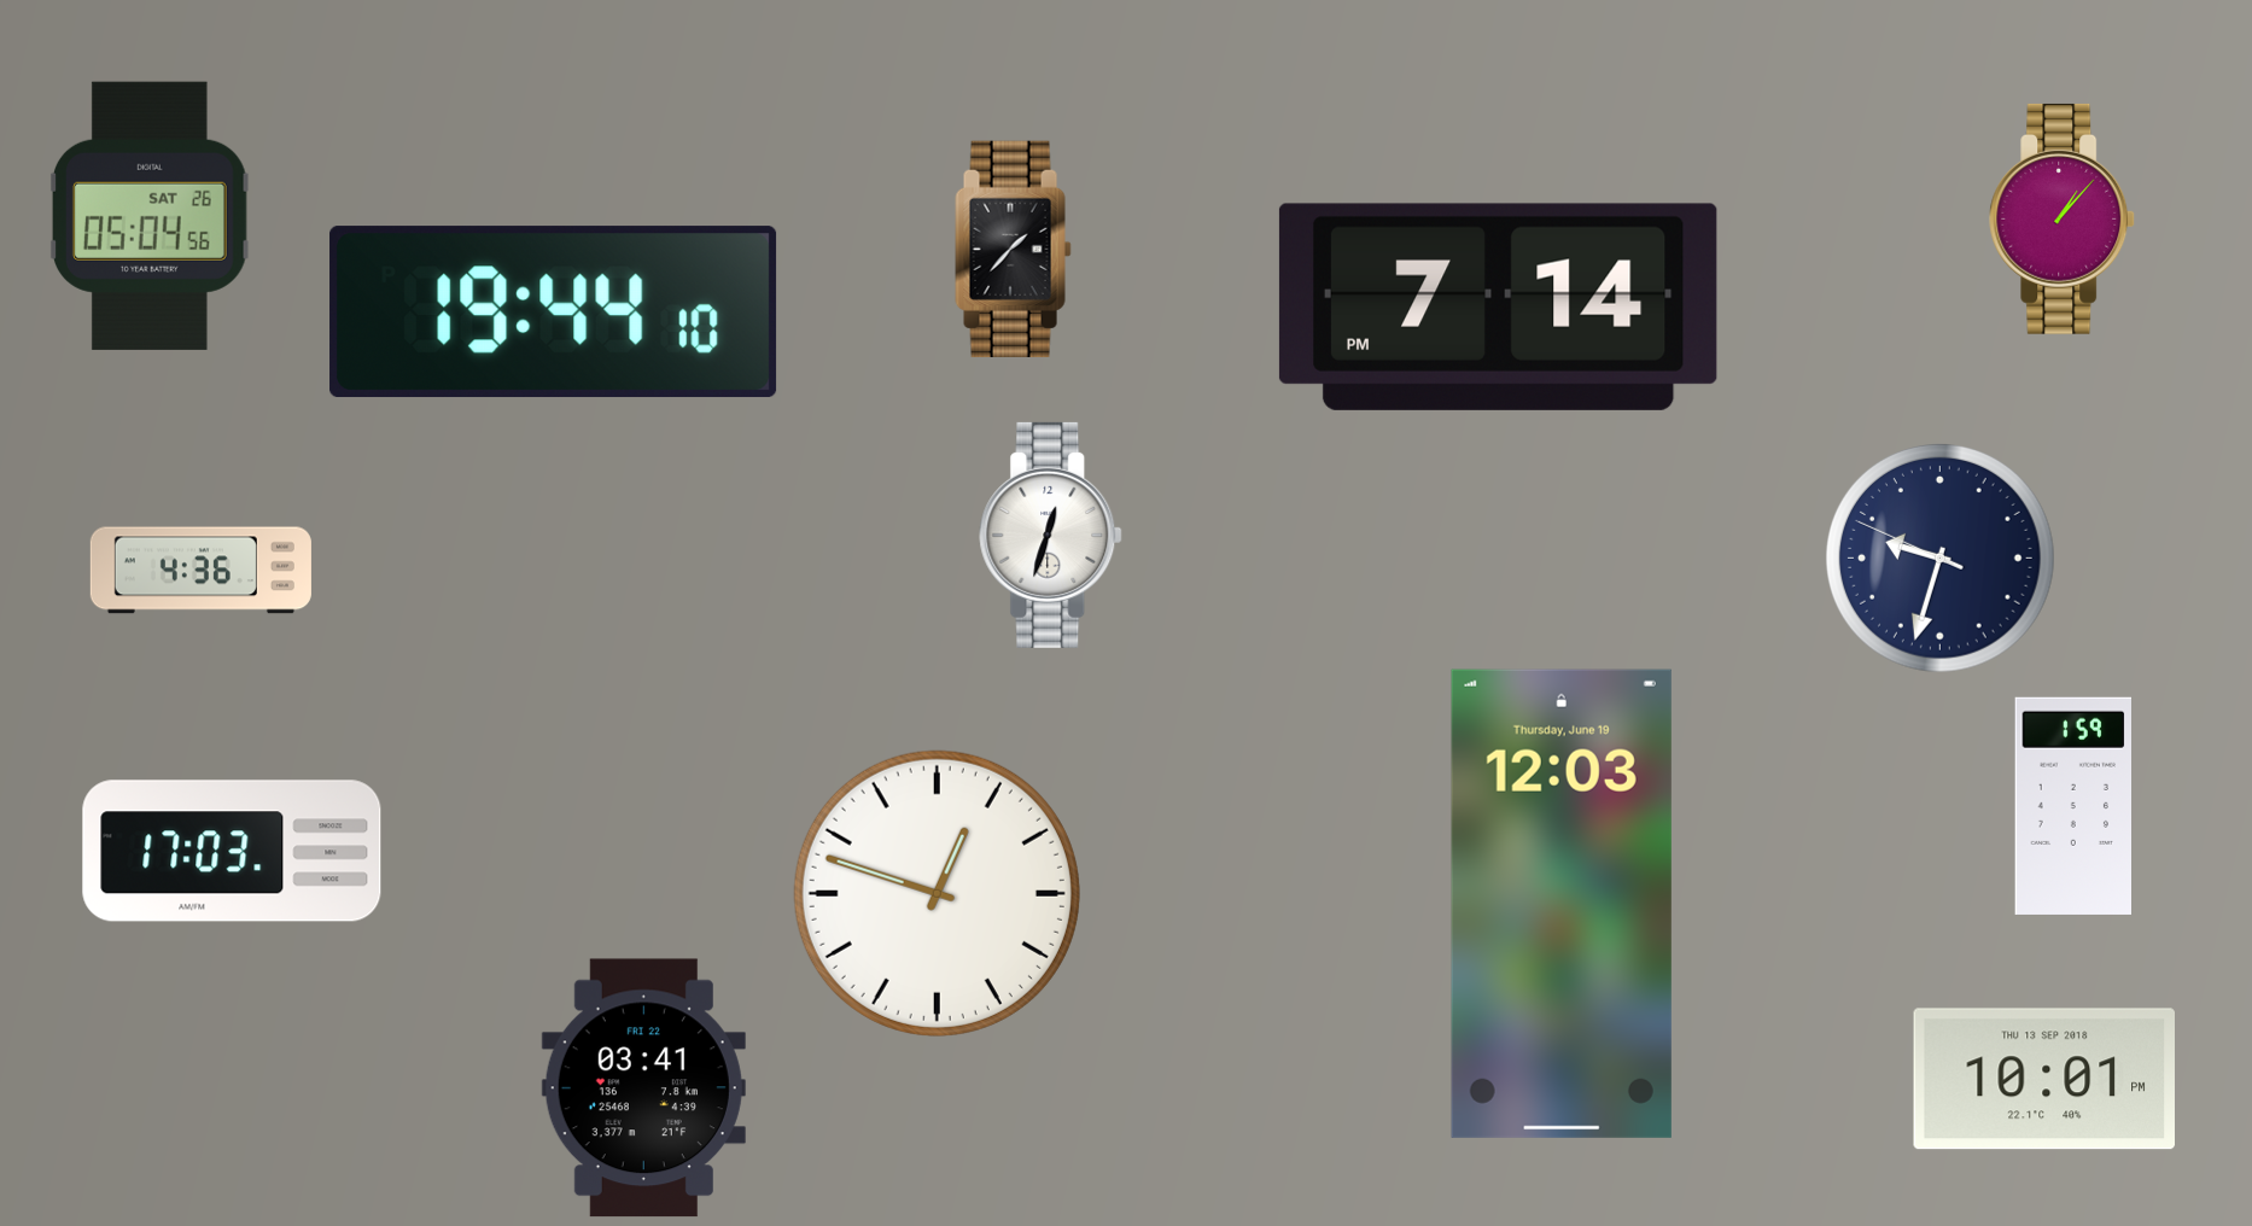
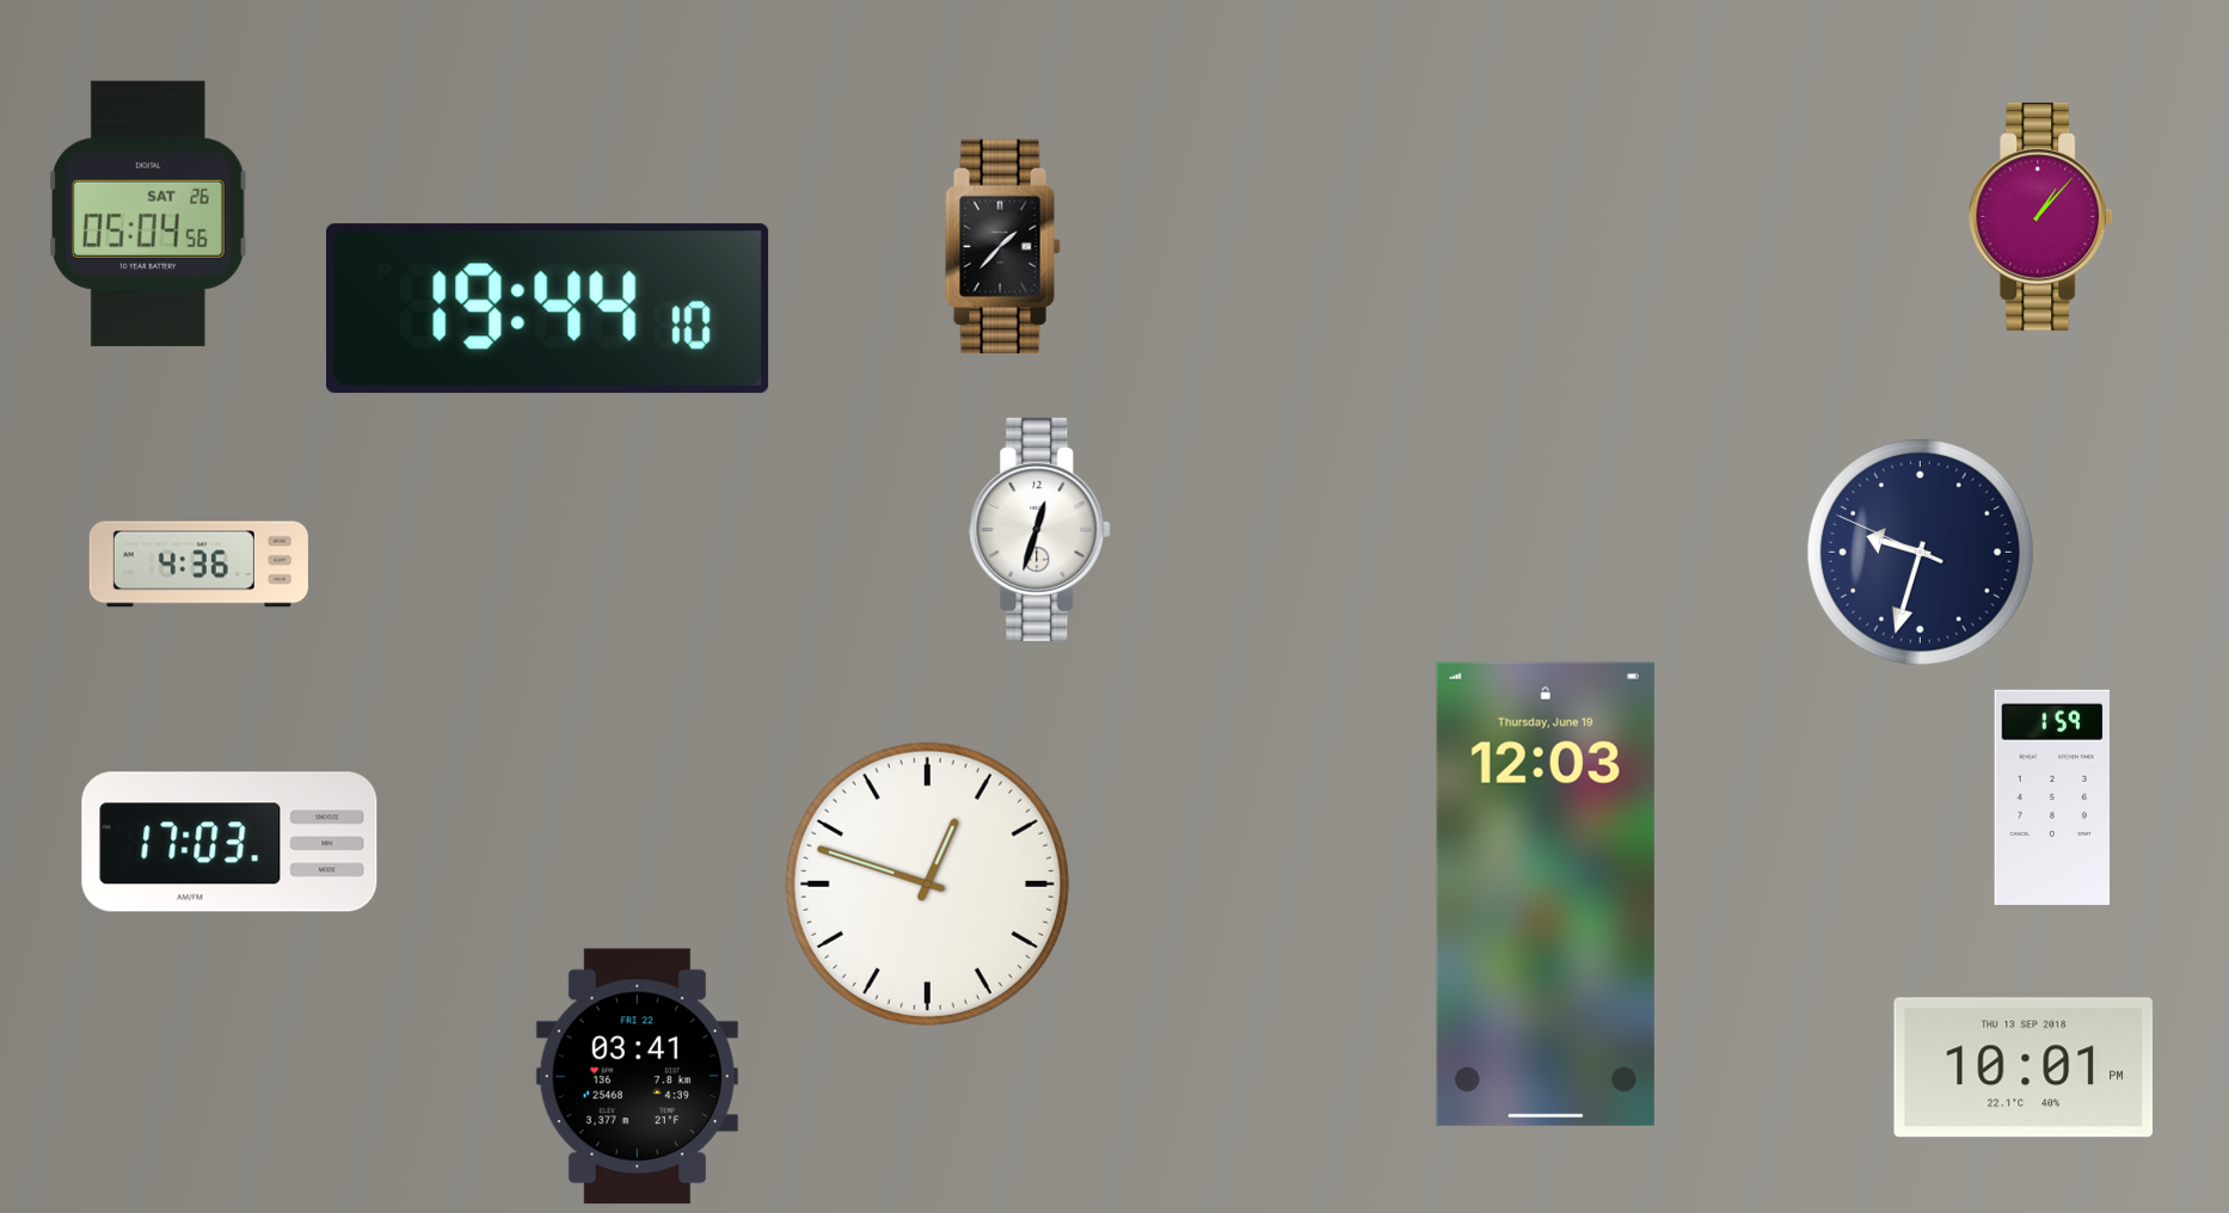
clock at (1498, 306): 7:14 -> none
